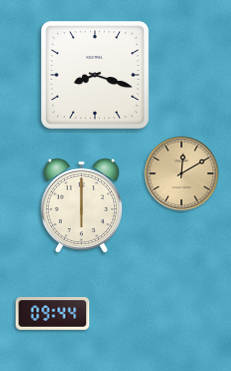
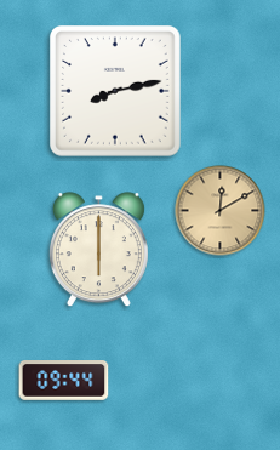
clock at (96, 76): 8:18 -> 8:13
